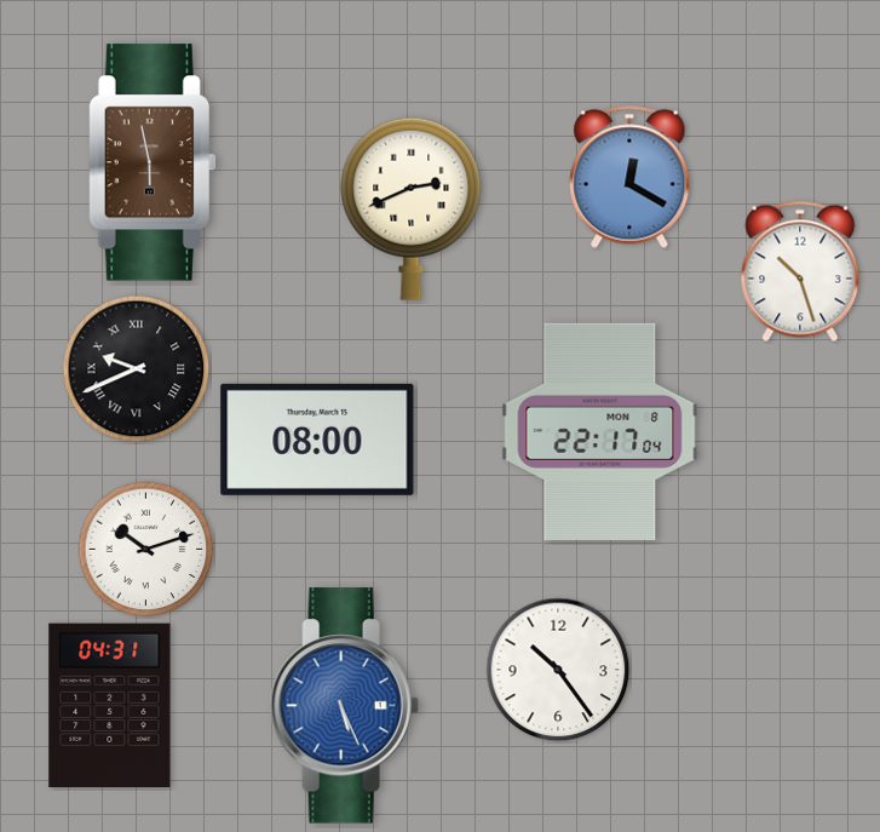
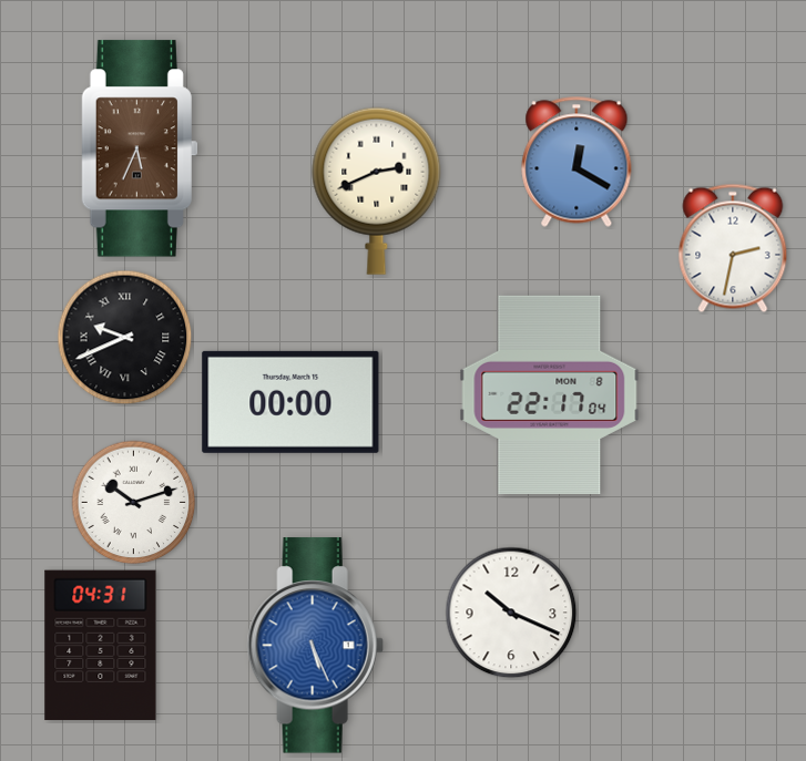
clock at (151, 162): 5:58 -> 5:34
clock at (800, 271): 10:27 -> 2:32
clock at (317, 440): 08:00 -> 00:00
clock at (558, 670): 10:24 -> 10:19
